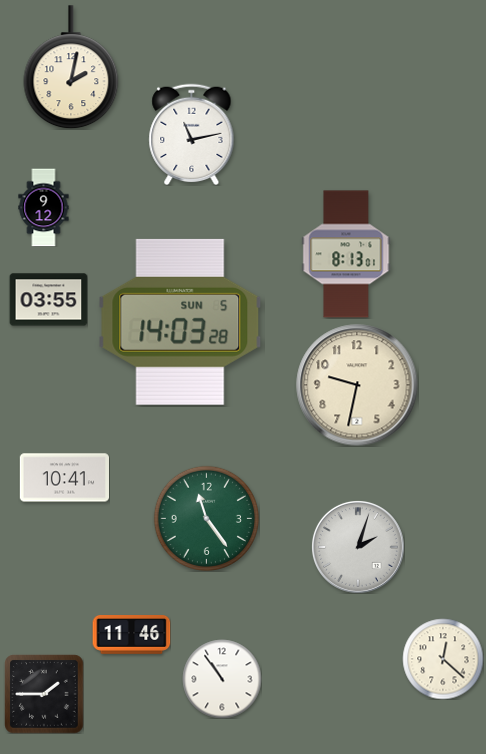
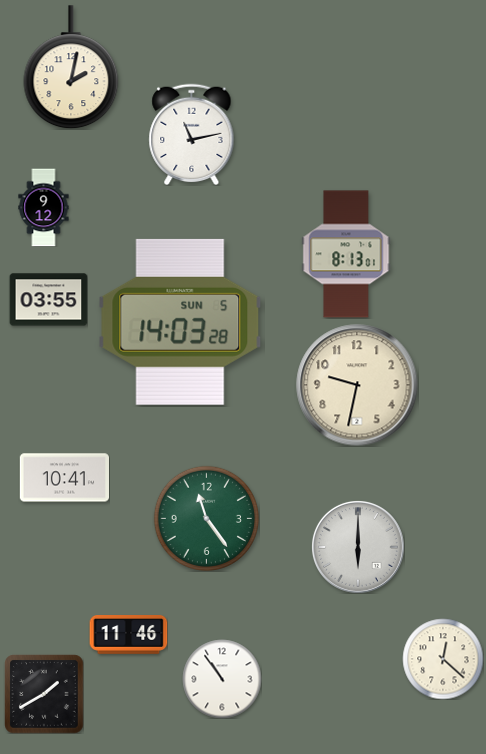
clock at (358, 547): 2:03 -> 6:00
clock at (131, 635) position: (131, 635) -> (128, 635)
clock at (44, 694): 1:45 -> 1:40
